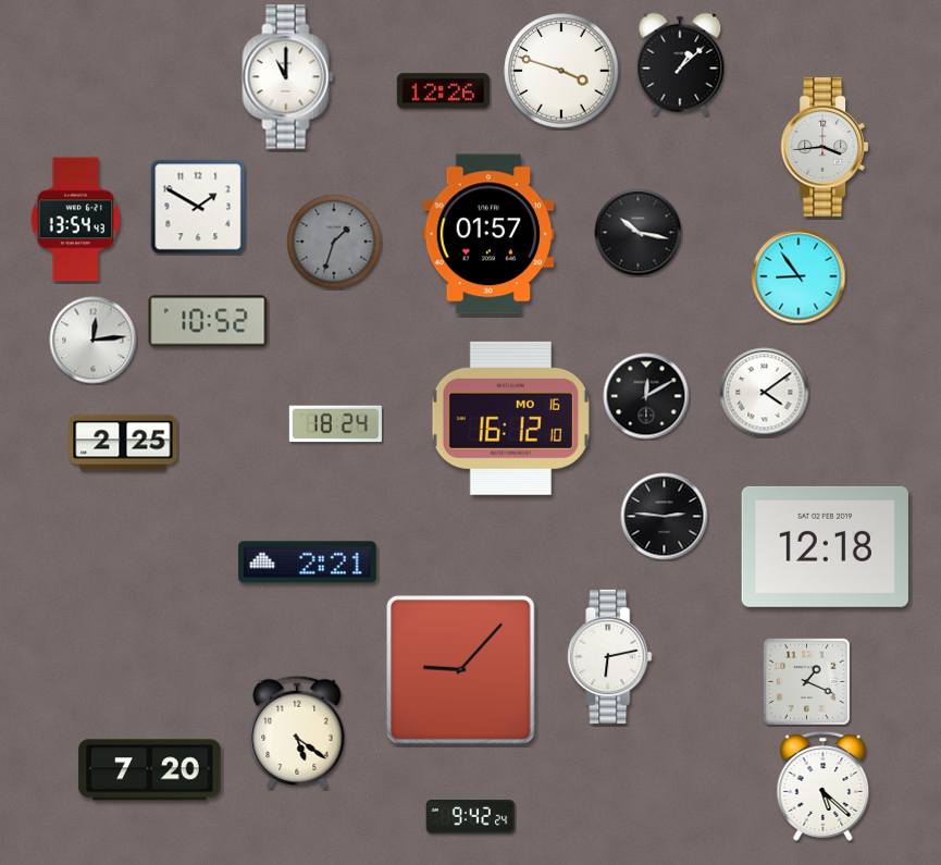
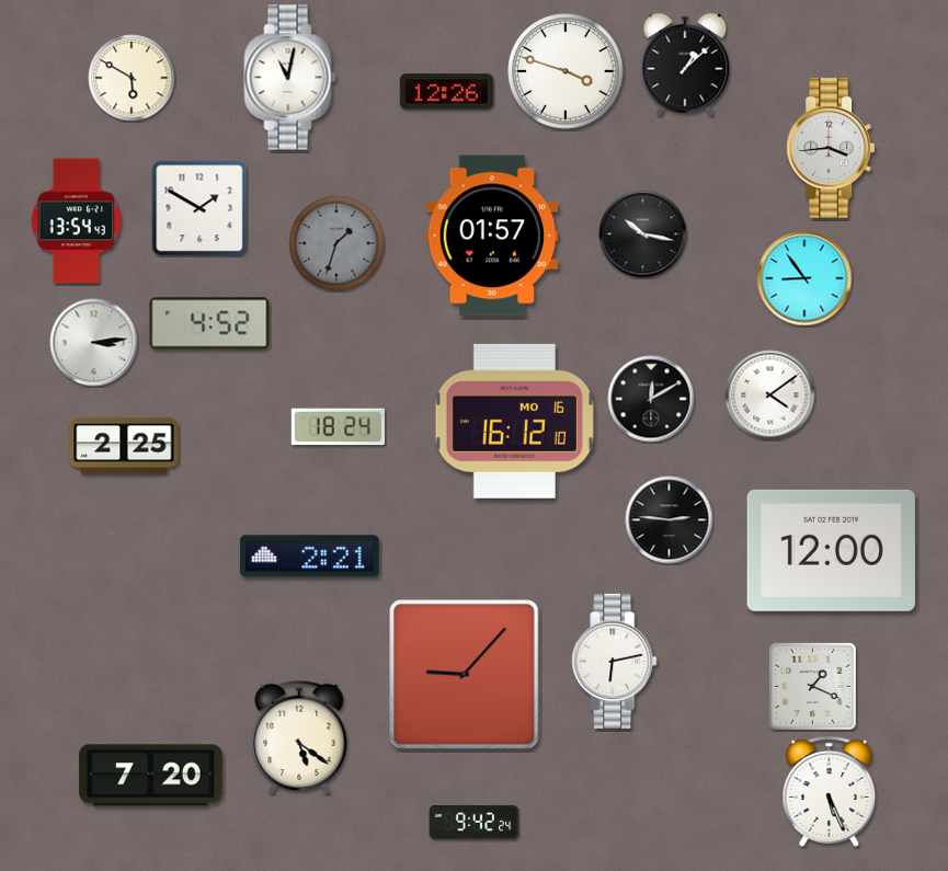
clock at (132, 78): none -> 5:50
clock at (288, 77): 11:00 -> 11:02
clock at (208, 321): 10:52 -> 4:52
clock at (94, 341): 12:14 -> 3:14
clock at (825, 546): 12:18 -> 12:00
clock at (307, 563) position: (307, 563) -> (309, 557)
clock at (824, 786): 5:22 -> 5:26
